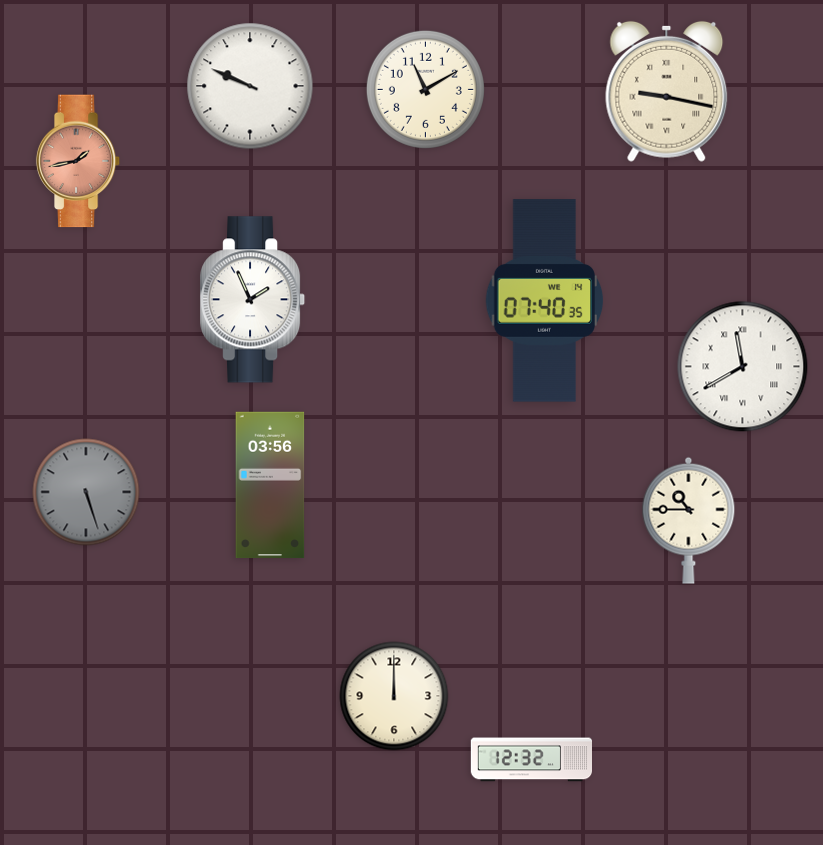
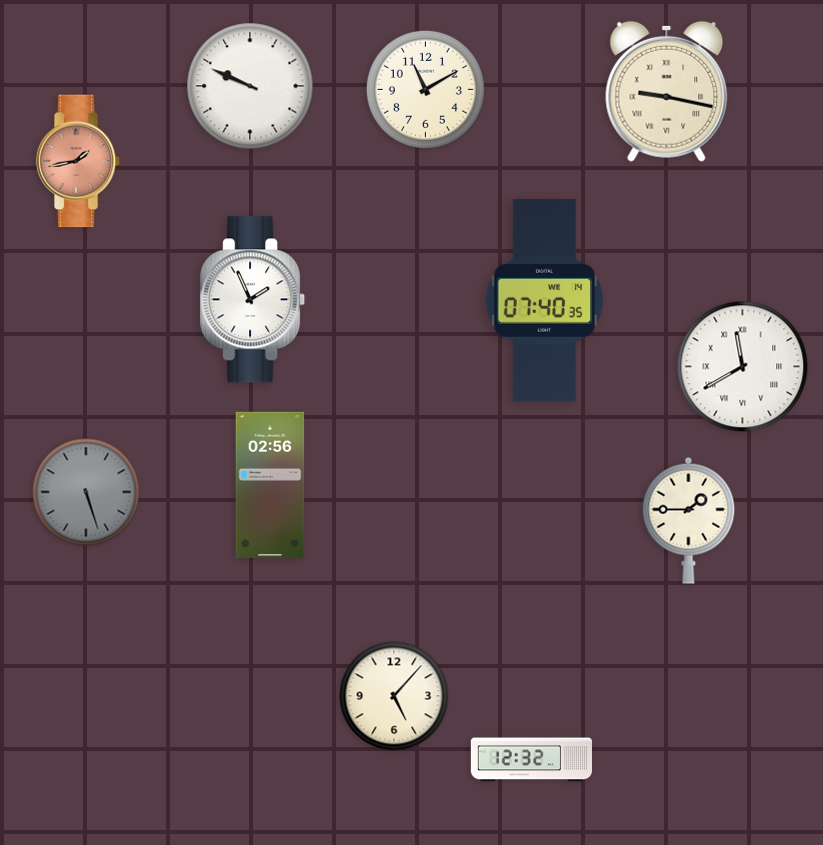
clock at (270, 485): 03:56 -> 02:56
clock at (689, 520): 10:45 -> 1:45
clock at (394, 696): 12:00 -> 5:07
